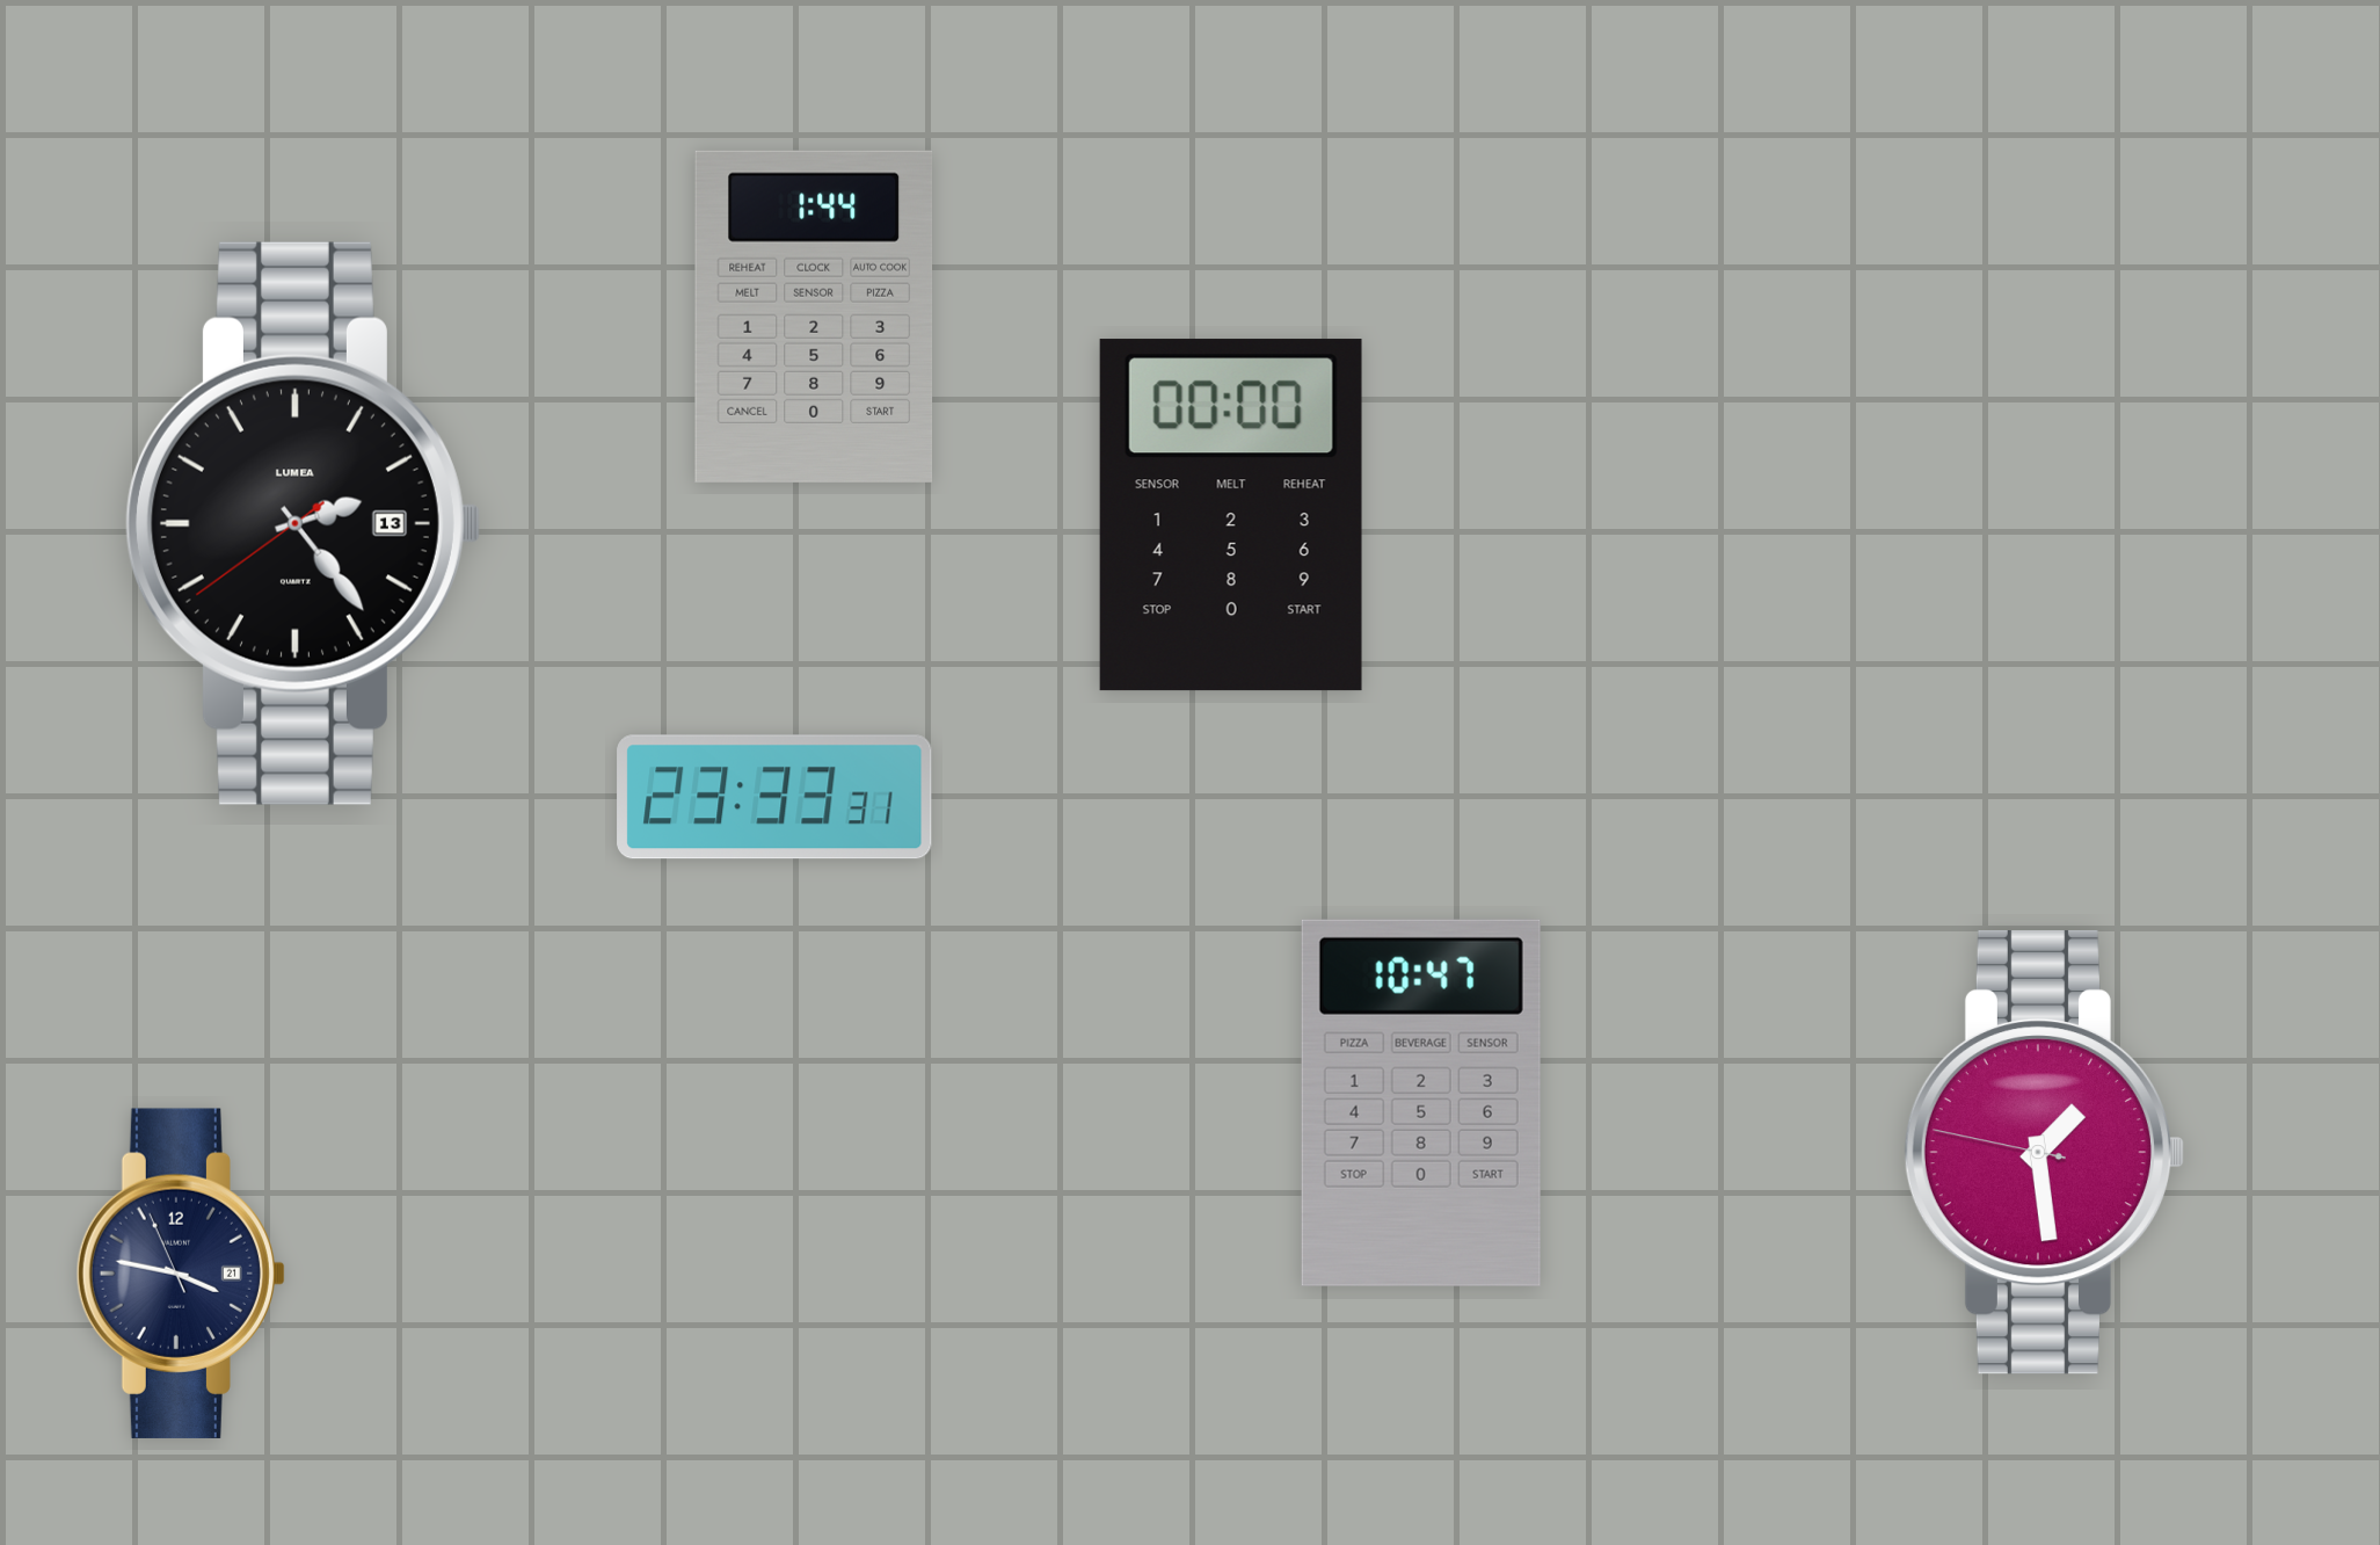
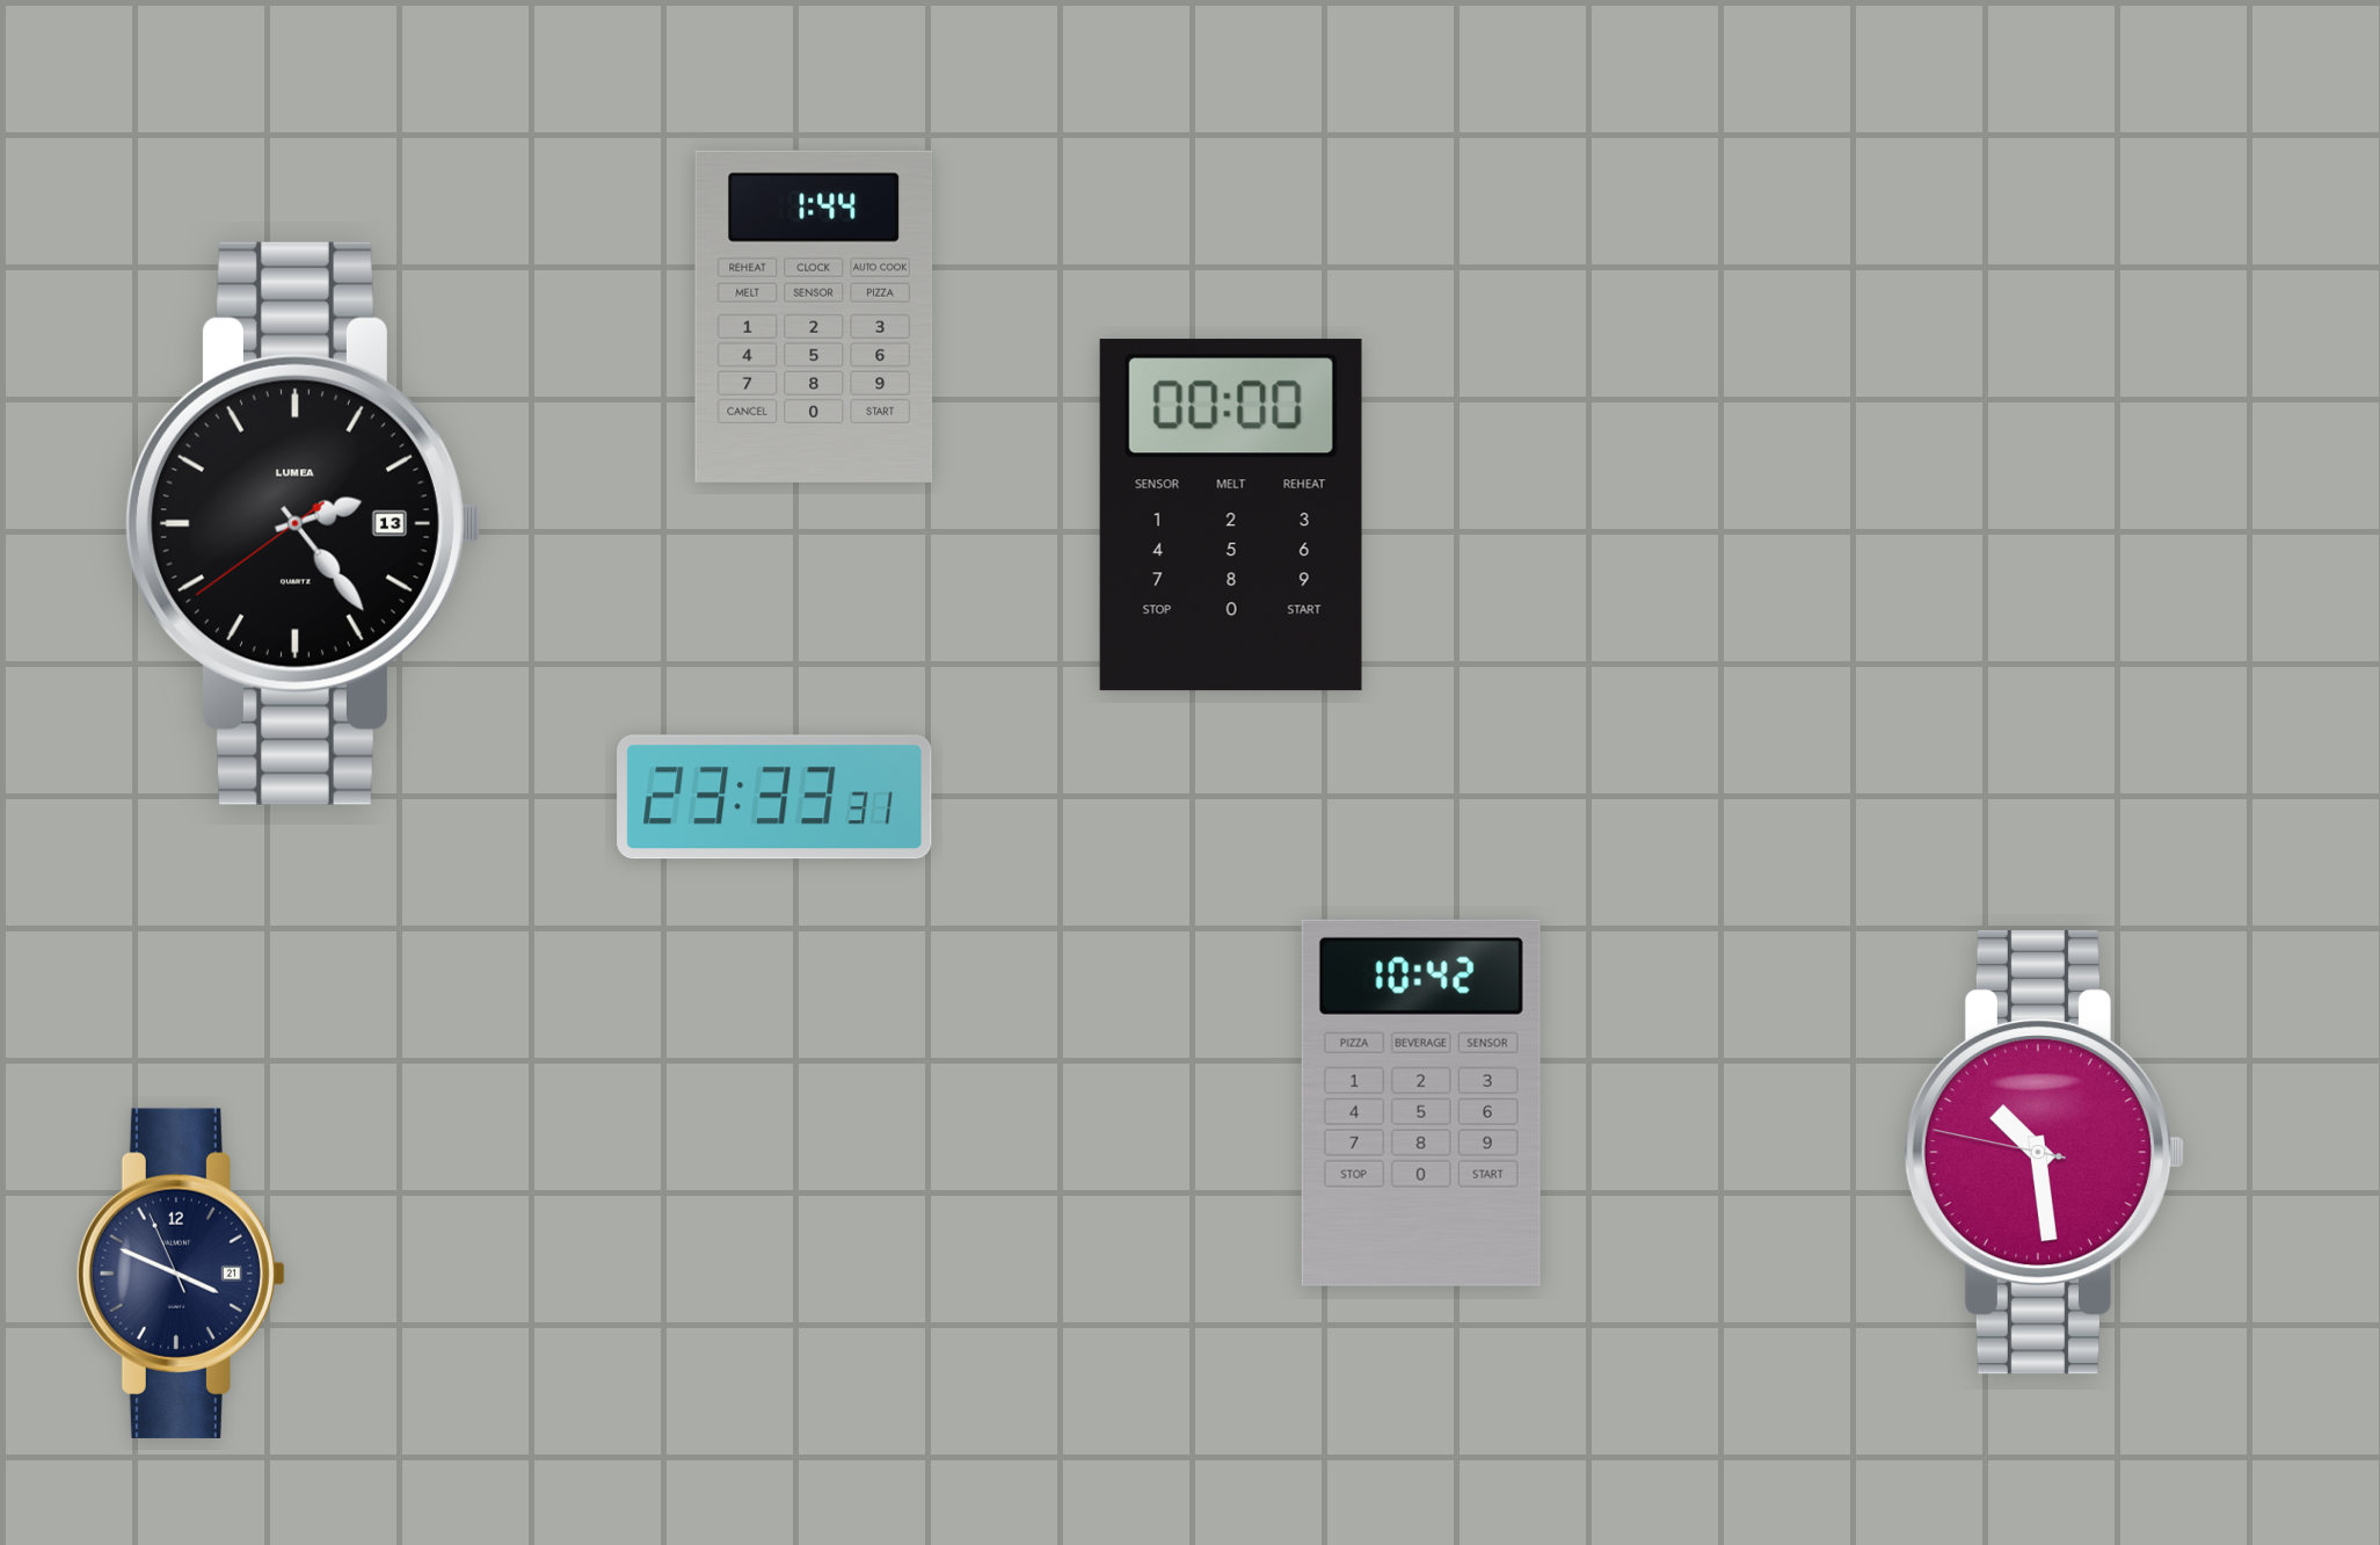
clock at (1421, 1103): 10:47 -> 10:42
clock at (2044, 1152): 1:28 -> 10:28
clock at (181, 1274): 3:46 -> 3:48
